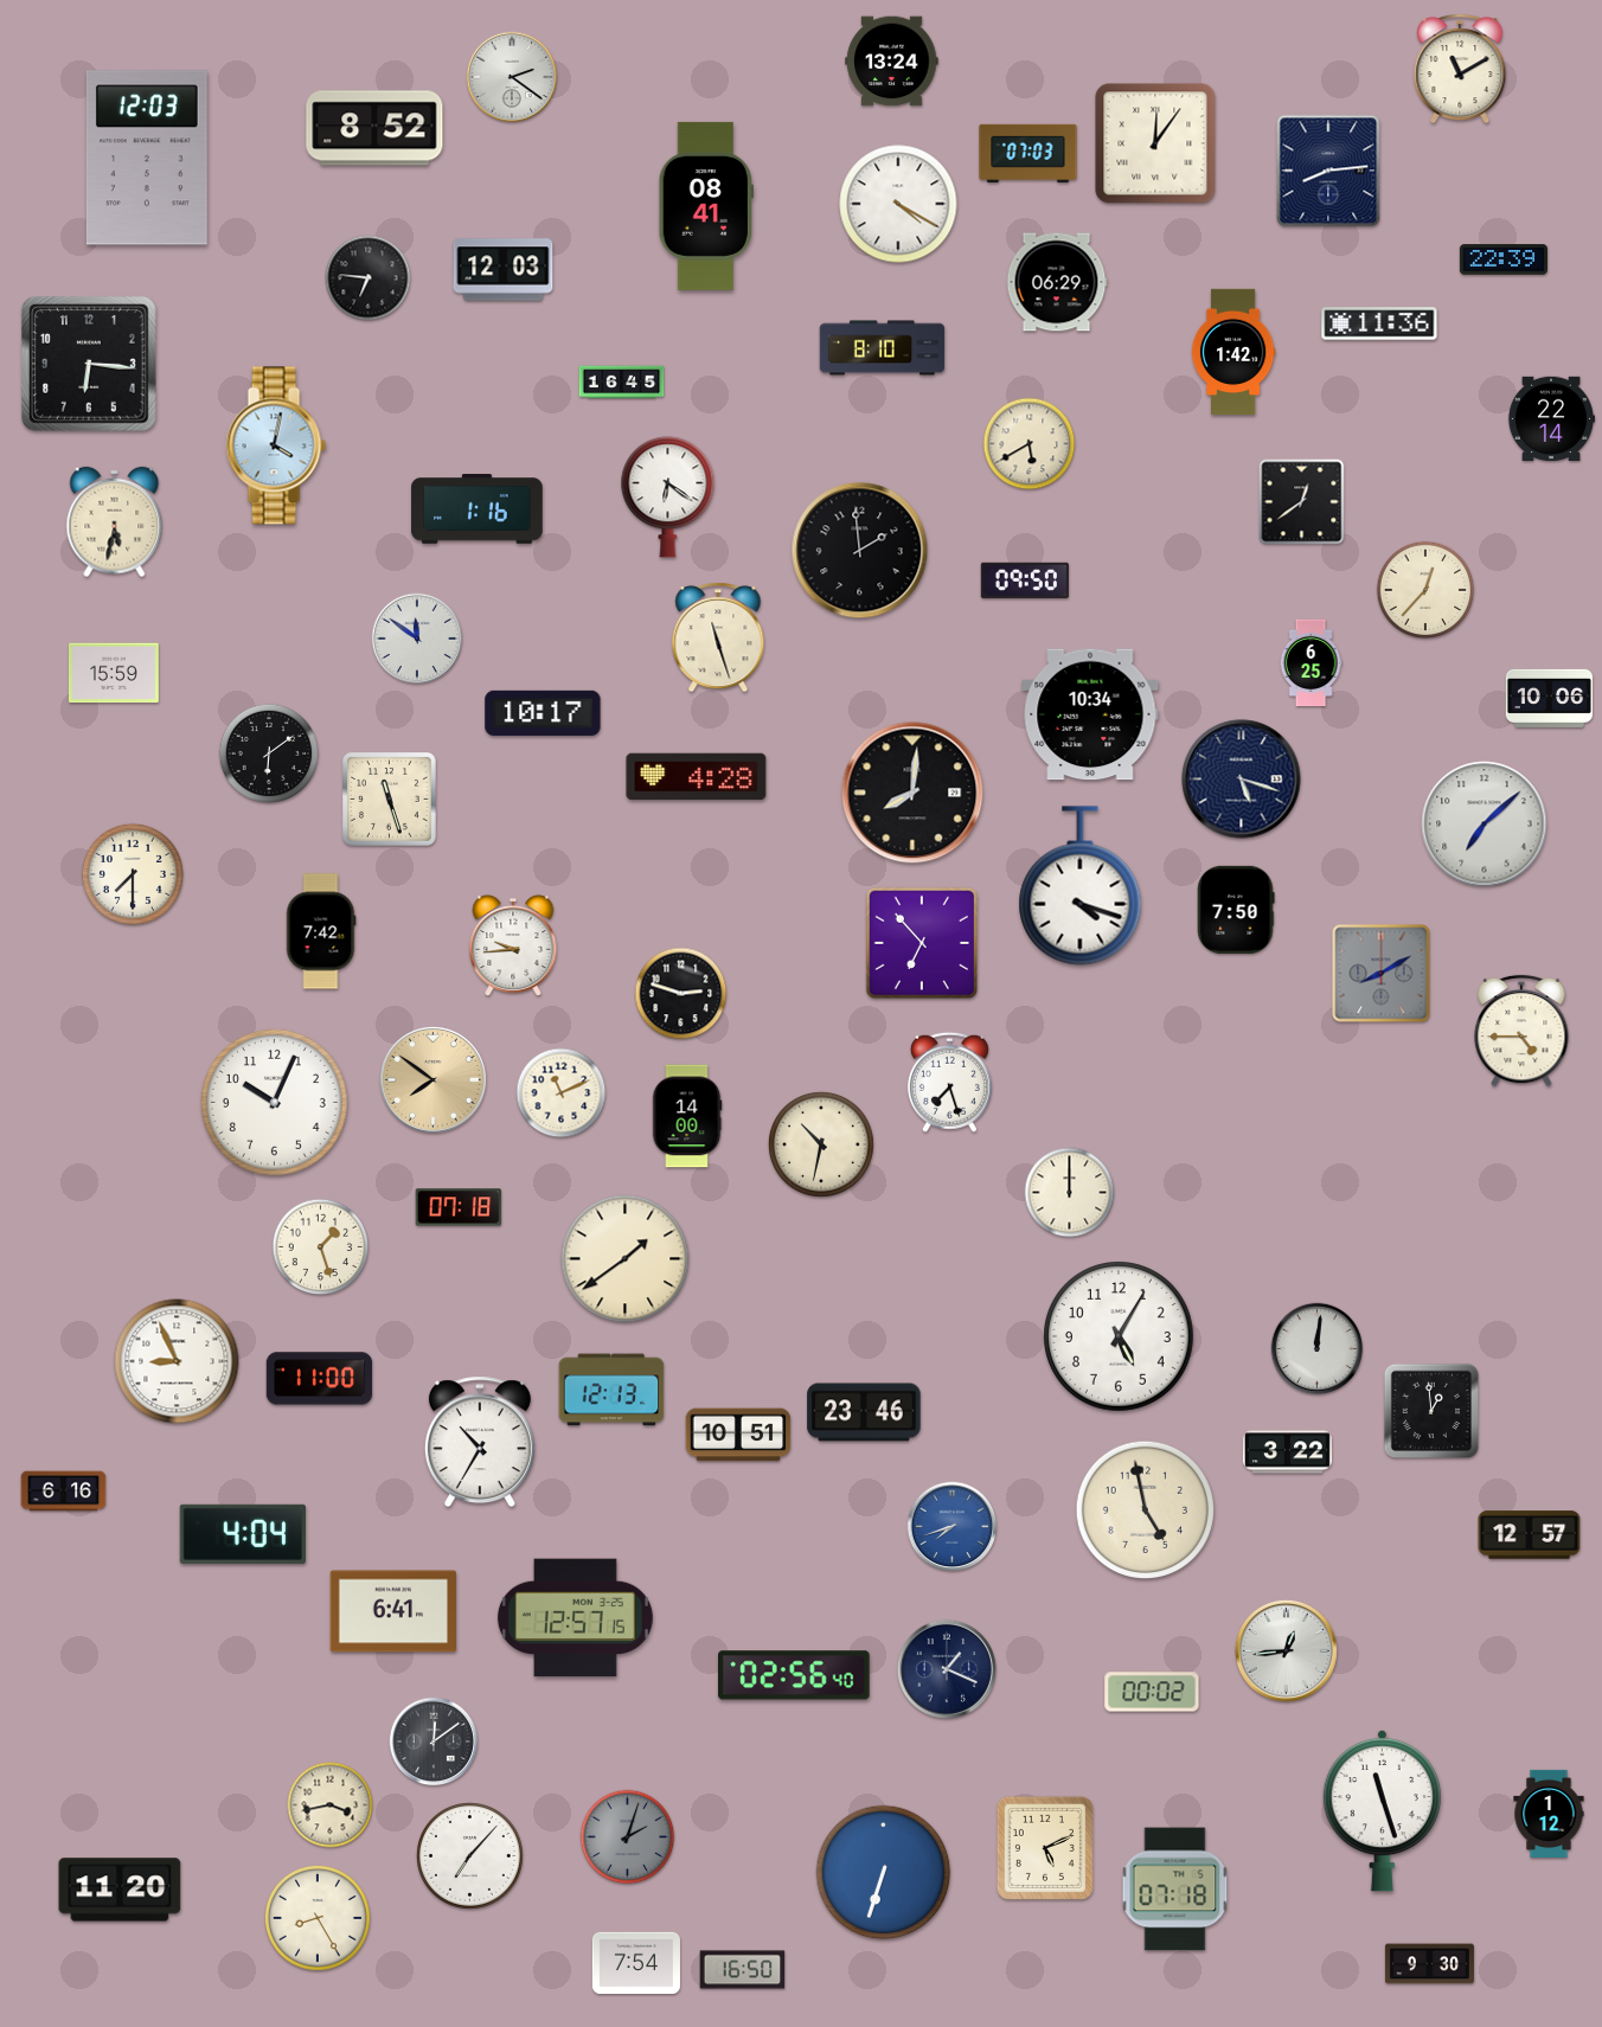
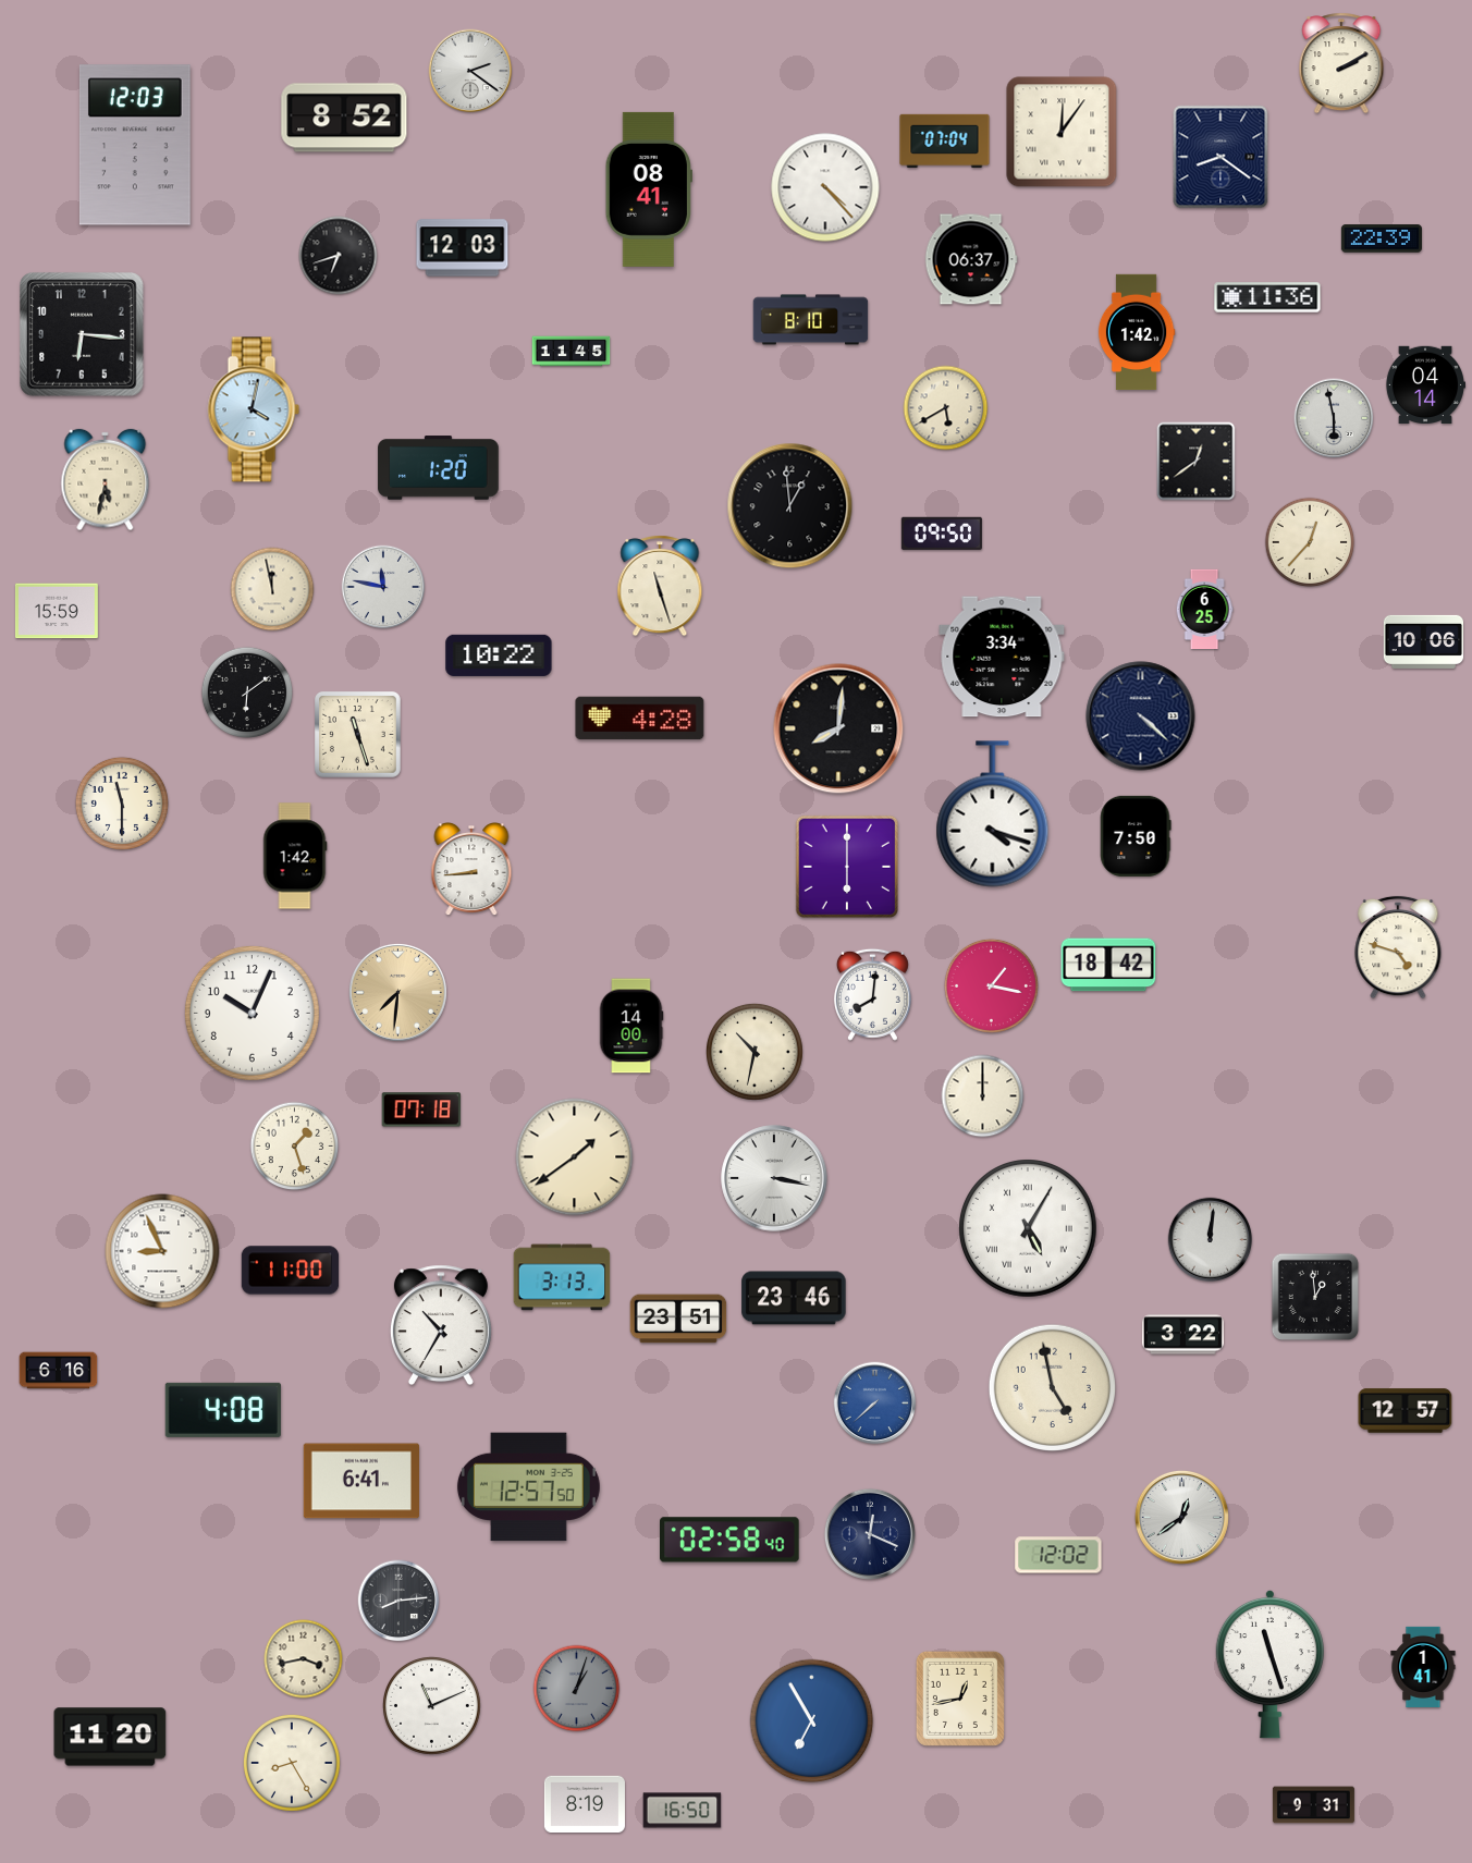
clock at (892, 62): 13:24 -> none
clock at (1460, 69): 11:10 -> 2:10
clock at (1029, 154): 07:03 -> 07:04
clock at (1328, 171): 8:14 -> 8:21
clock at (898, 204): 4:20 -> 4:23
clock at (369, 278): 6:46 -> 6:42
clock at (1057, 282): 06:29 -> 06:37
clock at (1233, 352) position: (1233, 352) -> (1137, 332)
clock at (622, 383): 16:45 -> 11:45
clock at (1550, 419): 22:14 -> 04:14
clock at (1334, 418): none -> 5:58
clock at (668, 498): 6:21 -> none
clock at (478, 509): 1:16 -> 1:20
clock at (860, 551): 1:59 -> 12:59
clock at (417, 639): 11:51 -> 11:47
clock at (272, 589): none -> 11:58
clock at (114, 673) position: (114, 673) -> (57, 611)
clock at (543, 713): 10:17 -> 10:22
clock at (1090, 714): 10:34 -> 3:34
clock at (697, 777) position: (697, 777) -> (640, 719)
clock at (1242, 780): 5:18 -> 4:22
clock at (1485, 825): 7:08 -> none
clock at (133, 874): 7:30 -> 11:30
clock at (321, 931): 7:42 -> 1:42
clock at (921, 942): 6:53 -> 6:00
clock at (513, 947): 9:44 -> 8:44
clock at (1382, 974): 8:10 -> none
clock at (681, 994): 2:48 -> none
clock at (1521, 1031): 4:45 -> 4:48
clock at (1108, 965): none -> 18:42
clock at (991, 985): none -> 1:17
clock at (434, 1079): 7:51 -> 7:31
clock at (949, 1082): 7:27 -> 8:01
clock at (562, 1093): 11:11 -> none
clock at (774, 1178): none -> 3:17
clock at (1120, 1338) numerals: Arabic -> Roman
clock at (320, 1379) position: (320, 1379) -> (291, 1271)
clock at (611, 1390): 12:13 -> 3:13
clock at (738, 1435): 10:51 -> 23:51
clock at (953, 1527): 7:42 -> 7:38
clock at (243, 1534): 4:04 -> 4:08
clock at (575, 1618): 12:57:15 -> 12:57:50
clock at (1286, 1650): 12:44 -> 12:39
clock at (947, 1669): 1:19 -> 12:19
clock at (795, 1675): 02:56 -> 02:58
clock at (1152, 1692): 00:02 -> 12:02
clock at (434, 1741): 12:09 -> 8:14
clock at (1549, 1814): 1:12 -> 1:41
clock at (628, 1837): 2:03 -> 1:03
clock at (1045, 1848): 5:11 -> 12:43
clock at (470, 1856): 7:07 -> 11:11
clock at (884, 1873): 6:33 -> 6:55
clock at (1175, 1890): 07:18 -> none
clock at (636, 1963): 7:54 -> 8:19
clock at (1429, 1964): 9:30 -> 9:31
